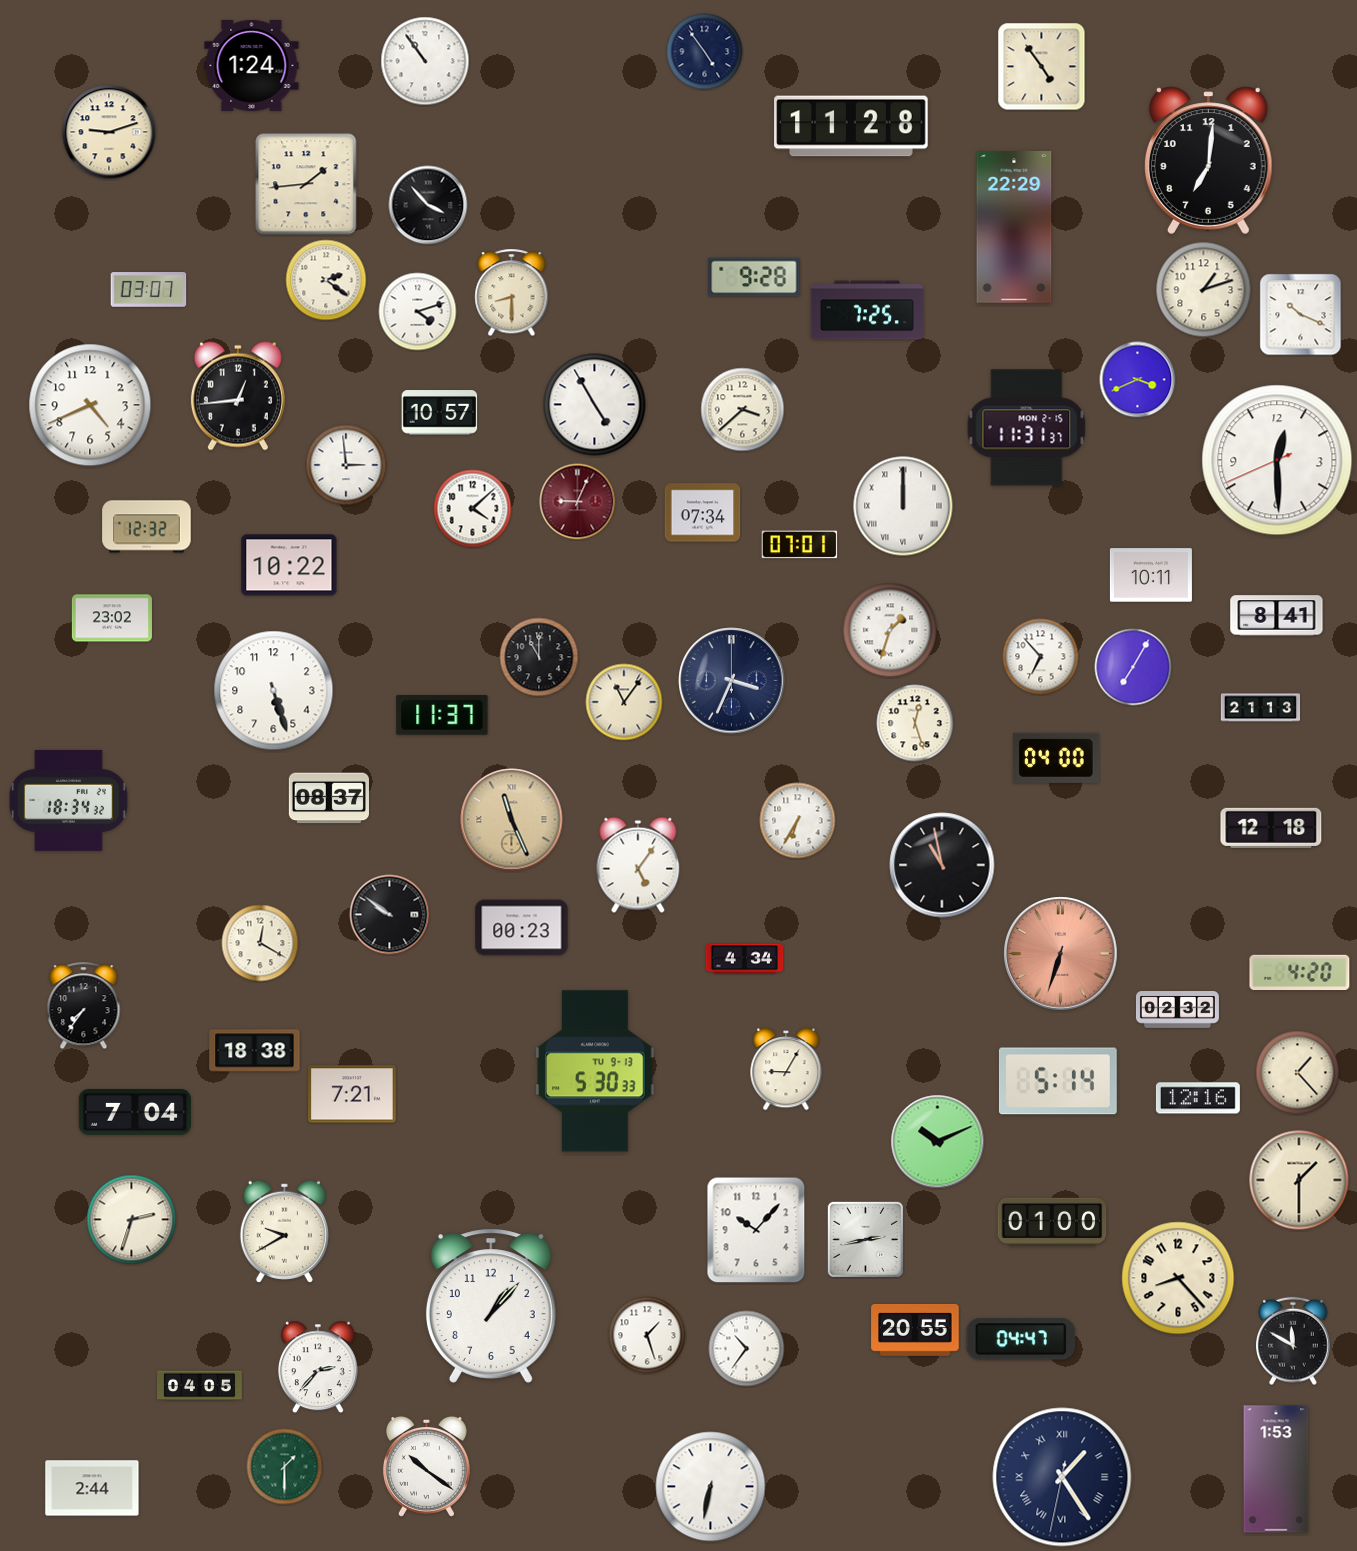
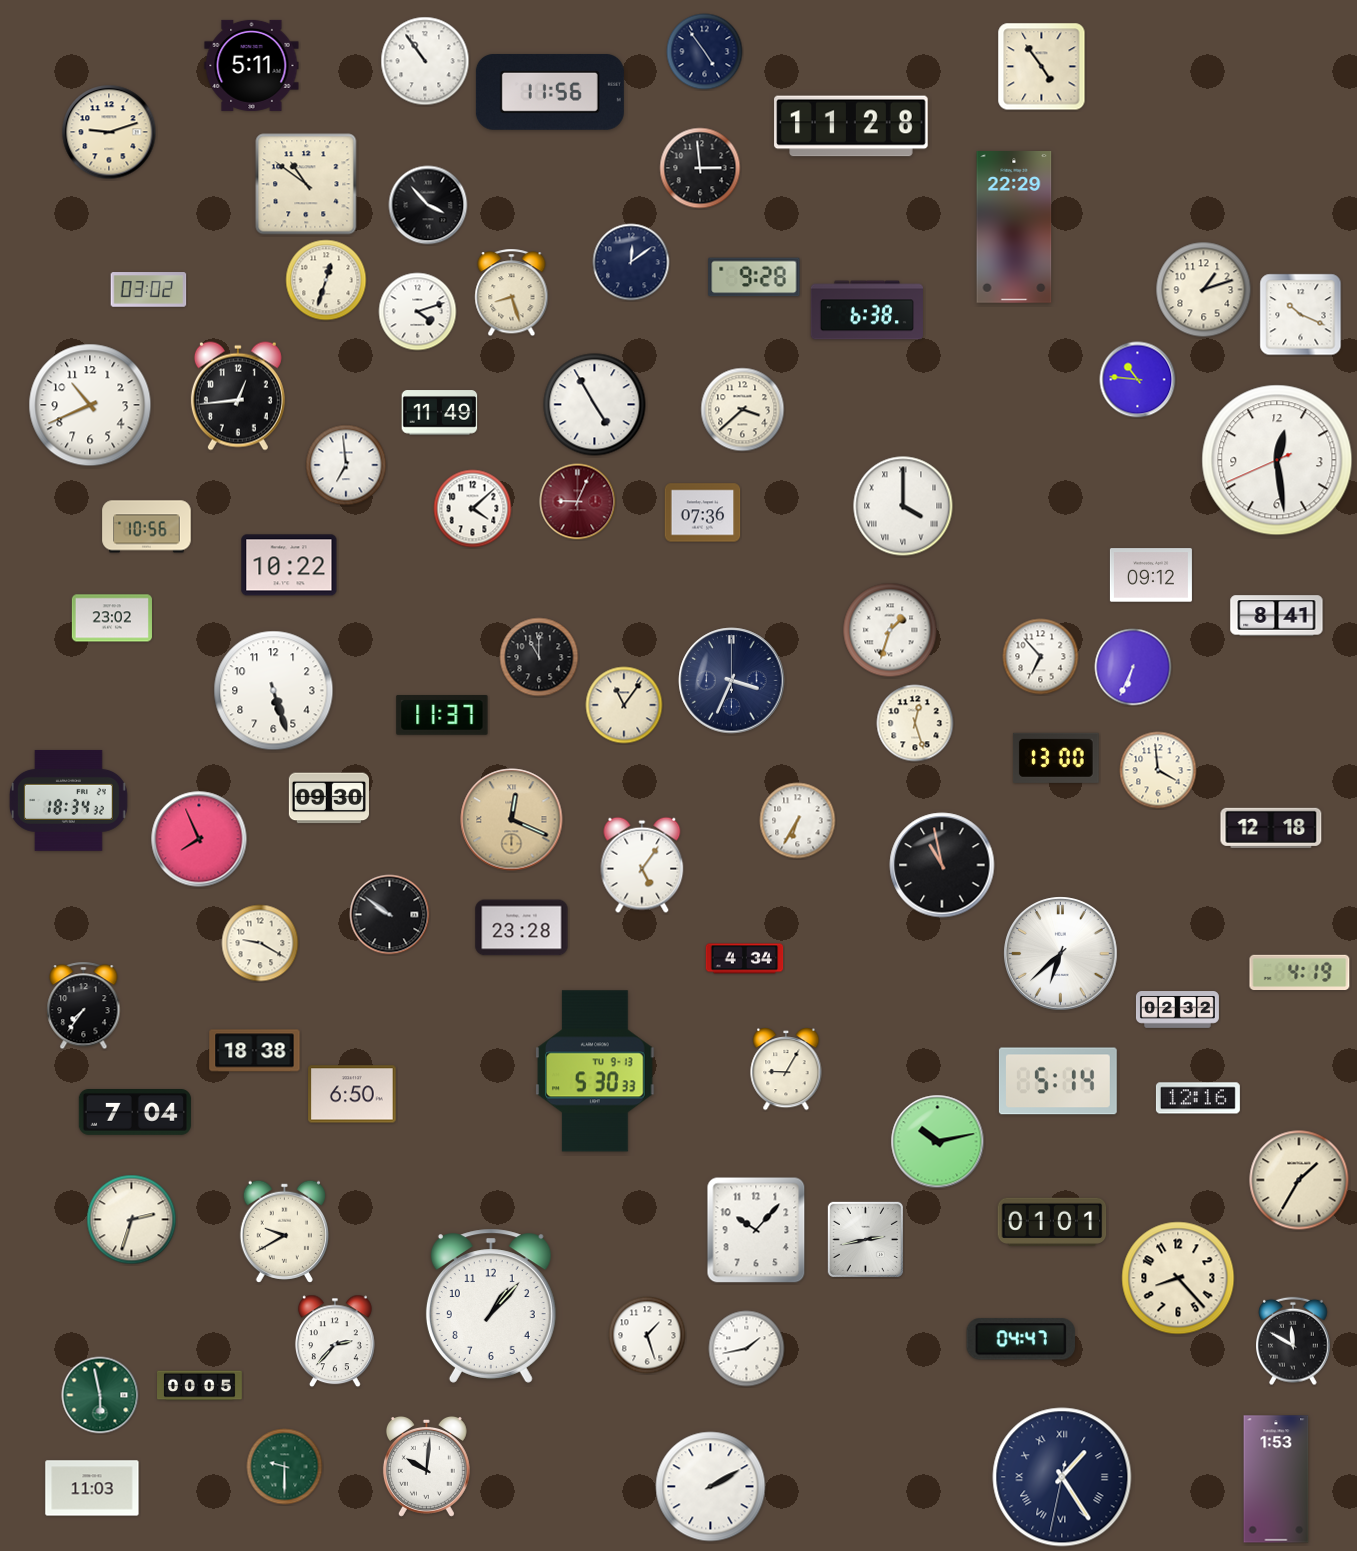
clock at (252, 65): 1:24 -> 5:11
clock at (550, 92): none -> 11:56
clock at (1208, 161): 7:01 -> none
clock at (700, 168): none -> 2:59
clock at (306, 184): 1:44 -> 10:51
clock at (631, 262): none -> 12:09
clock at (326, 280): 2:21 -> 12:33
clock at (149, 290): 03:07 -> 03:02
clock at (512, 293): 8:30 -> 8:27
clock at (867, 310): 7:25 -> 6:38
clock at (1138, 380): 3:41 -> 10:46
clock at (90, 405): 4:41 -> 10:41
clock at (440, 413): 10:57 -> 11:49
clock at (1027, 428): 11:31 -> none
clock at (1277, 460): 12:29 -> 12:28
clock at (346, 465): 2:59 -> 6:59
clock at (903, 506): 12:00 -> 4:00
clock at (703, 513): 07:34 -> 07:36
clock at (147, 527): 12:32 -> 10:56
clock at (800, 545): 07:01 -> none
clock at (1151, 575): 10:11 -> 09:12
clock at (1133, 667): 7:05 -> 6:34
clock at (624, 702) position: (624, 702) -> (624, 705)
clock at (1261, 708): 21:13 -> none
clock at (1056, 758): 04:00 -> 13:00
clock at (1158, 770): none -> 3:59
clock at (329, 798): 08:37 -> 09:30
clock at (512, 820): 11:26 -> 12:19
clock at (199, 839): none -> 7:56
clock at (638, 865) position: (638, 865) -> (642, 865)
clock at (522, 928): 00:23 -> 23:28
clock at (260, 943): 12:20 -> 9:20
clock at (1061, 954): 6:33 -> 6:38
clock at (1061, 954) dial: salmon -> white
clock at (1300, 973): 4:20 -> 4:19
clock at (1298, 1073): 1:23 -> none
clock at (352, 1094): 7:21 -> 6:50
clock at (938, 1142): 10:11 -> 10:13
clock at (1299, 1180): 1:30 -> 1:35
clock at (1052, 1222): 01:00 -> 01:01
clock at (915, 1331): 20:55 -> none
clock at (747, 1349): 10:36 -> 1:43
clock at (318, 1367) position: (318, 1367) -> (335, 1341)
clock at (200, 1386): 04:05 -> 00:05
clock at (100, 1395): none -> 5:58
clock at (426, 1466): 10:21 -> 10:01
clock at (285, 1467): 1:30 -> 9:30
clock at (1276, 1469) position: (1276, 1469) -> (1276, 1479)
clock at (711, 1487): 6:32 -> 2:10
clock at (92, 1488): 2:44 -> 11:03
